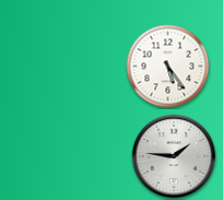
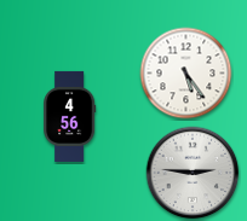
clock at (70, 116): none -> 4:56
clock at (174, 156): 1:46 -> 2:46
